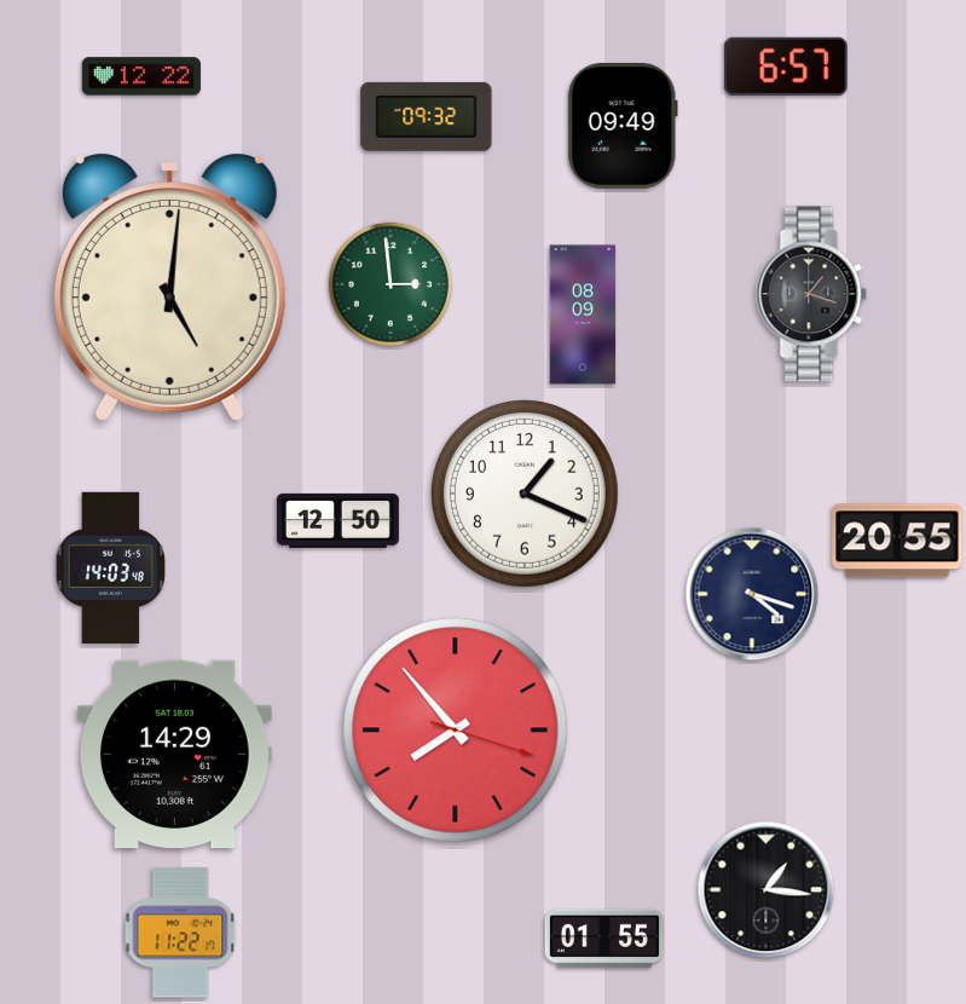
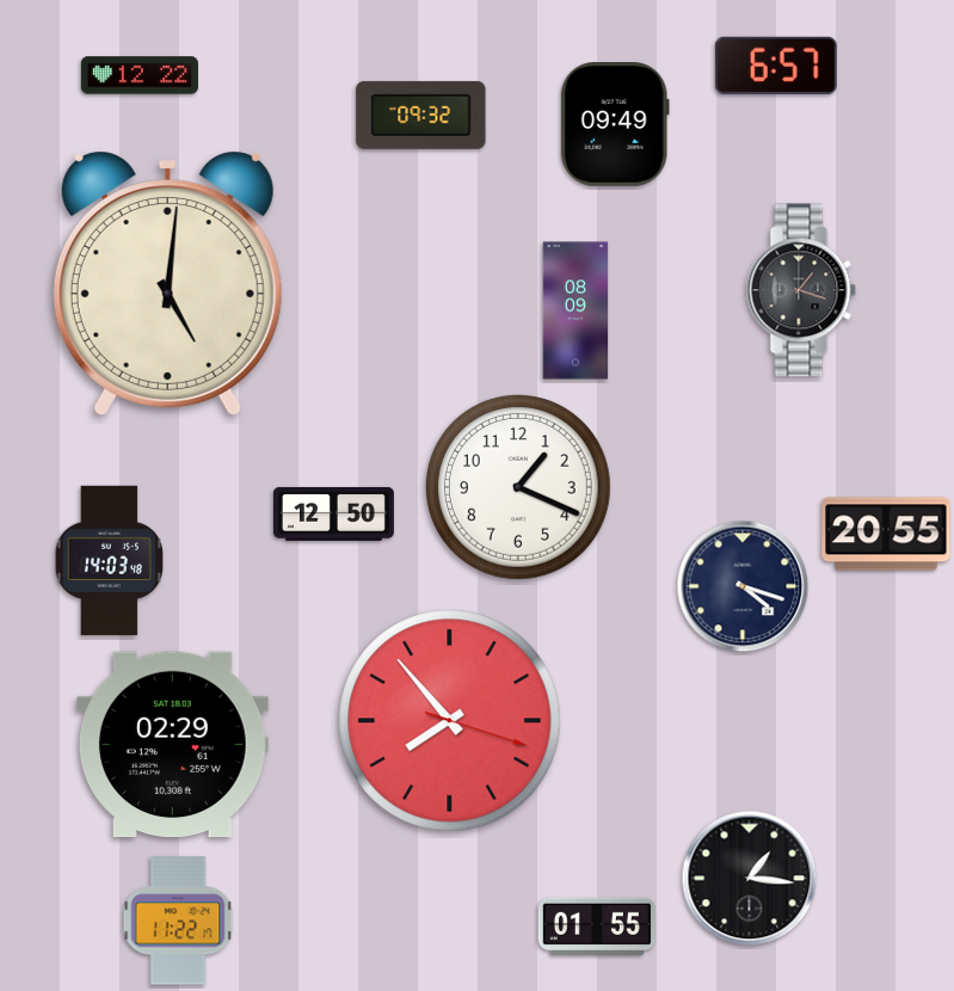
clock at (391, 284): 2:59 -> none
clock at (175, 755): 14:29 -> 02:29
clock at (767, 890) position: (767, 890) -> (750, 879)
